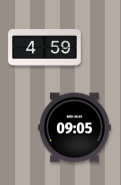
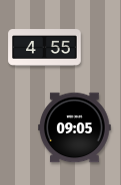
clock at (45, 48): 4:59 -> 4:55
